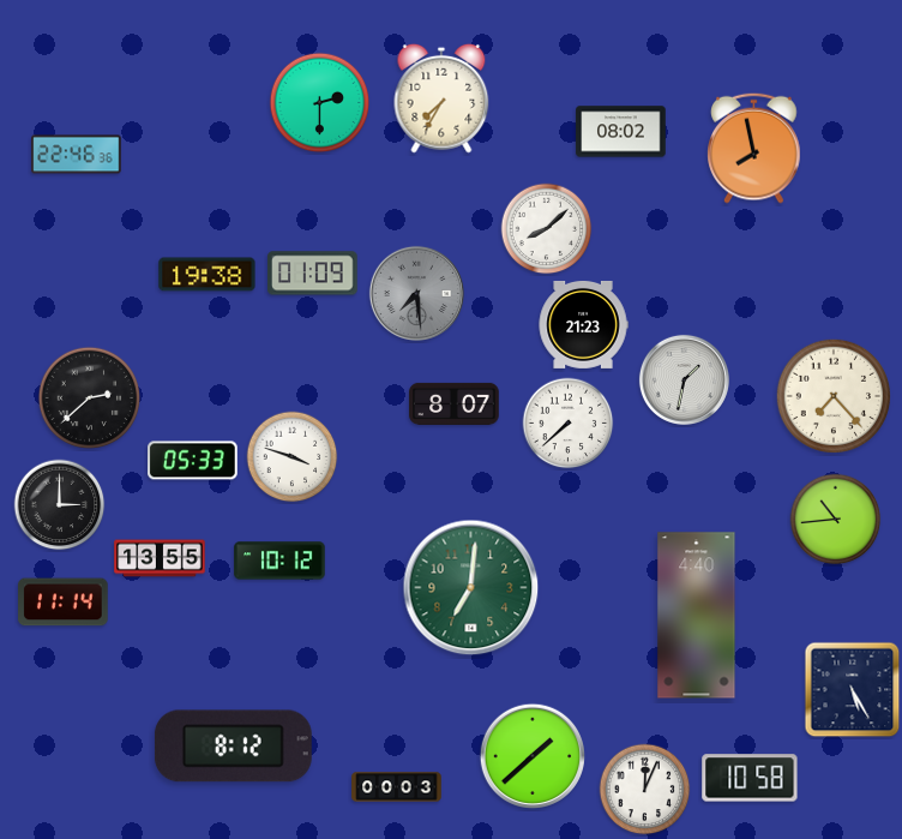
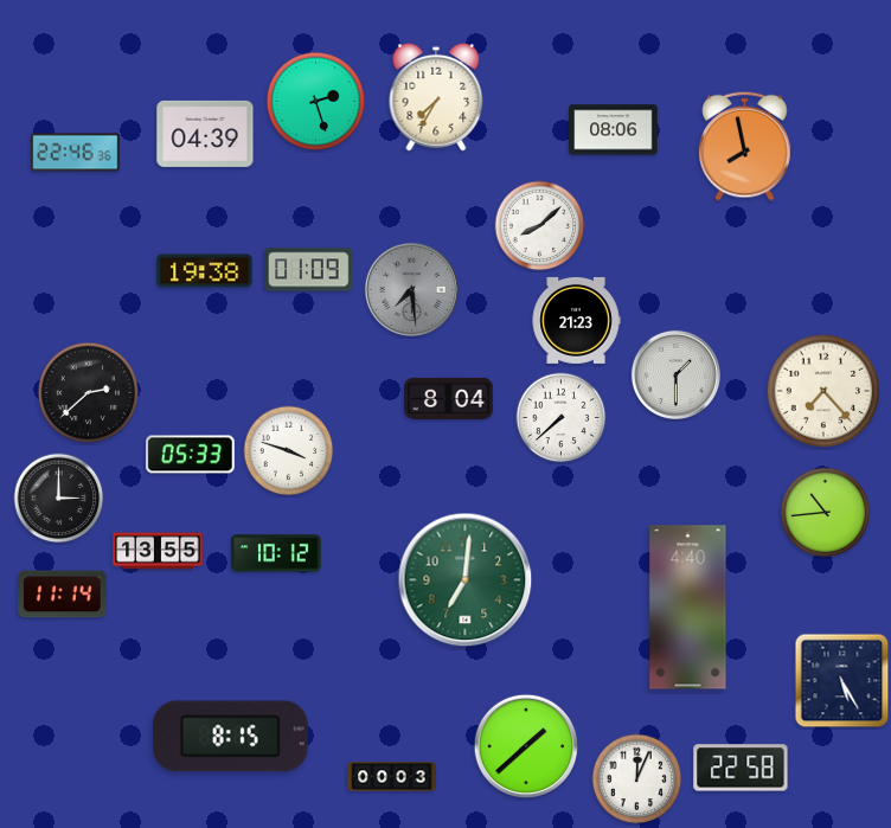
clock at (320, 103): 2:30 -> 2:27
clock at (621, 132): 08:02 -> 08:06
clock at (205, 134): none -> 04:39
clock at (684, 379): 1:32 -> 1:30
clock at (455, 403): 8:07 -> 8:04
clock at (233, 747): 8:12 -> 8:15
clock at (750, 778): 10:58 -> 22:58
